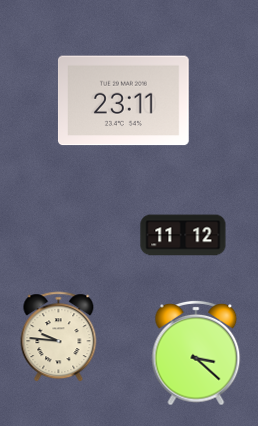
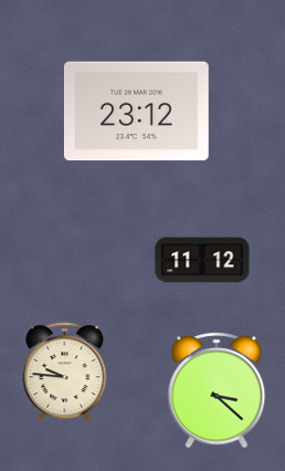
clock at (123, 101): 23:11 -> 23:12
